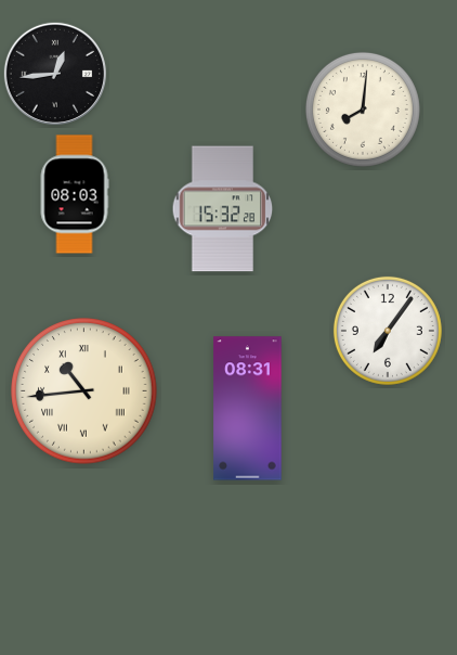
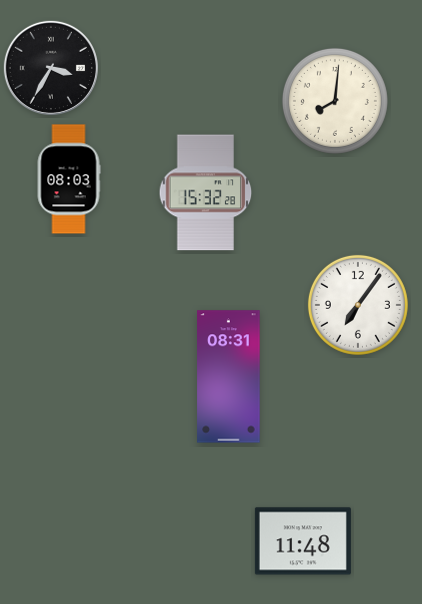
clock at (55, 74): 12:44 -> 3:35
clock at (84, 391): 10:44 -> none
clock at (303, 541): none -> 11:48
